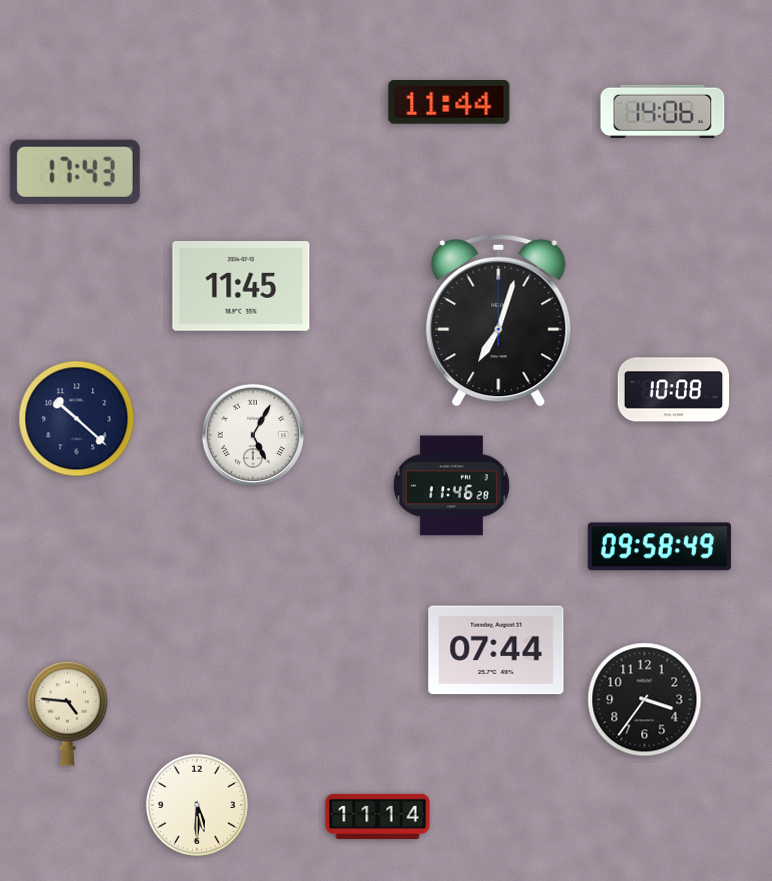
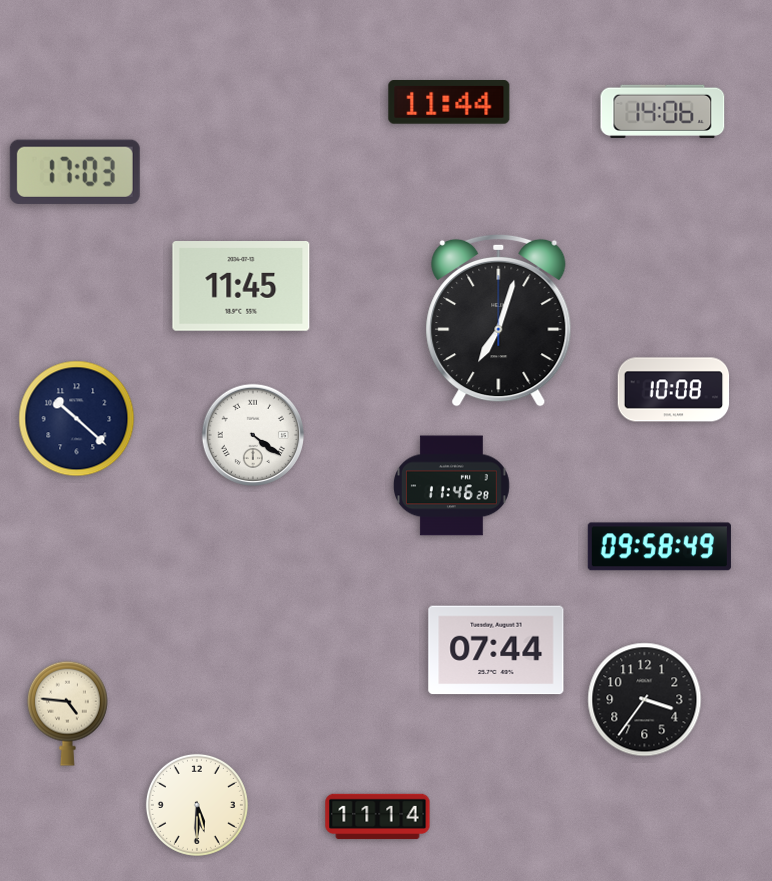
clock at (75, 172): 17:43 -> 17:03
clock at (252, 434): 5:05 -> 4:21
